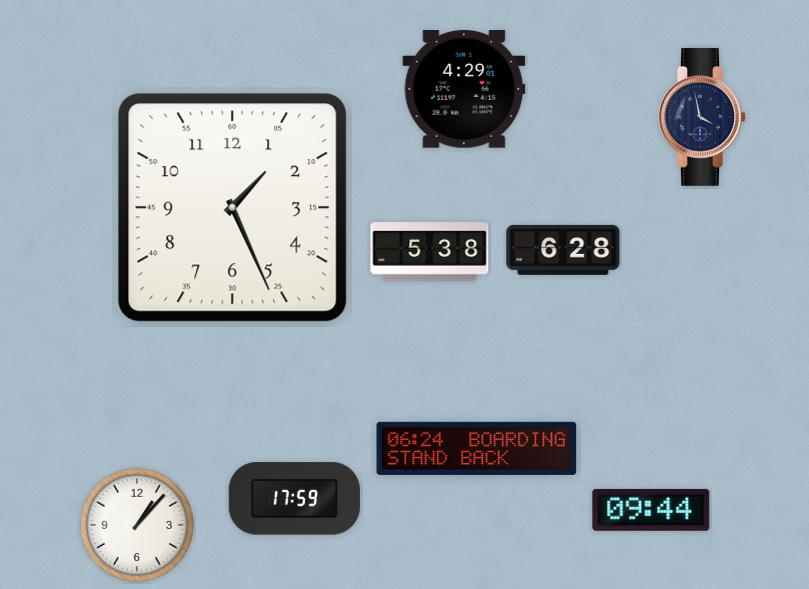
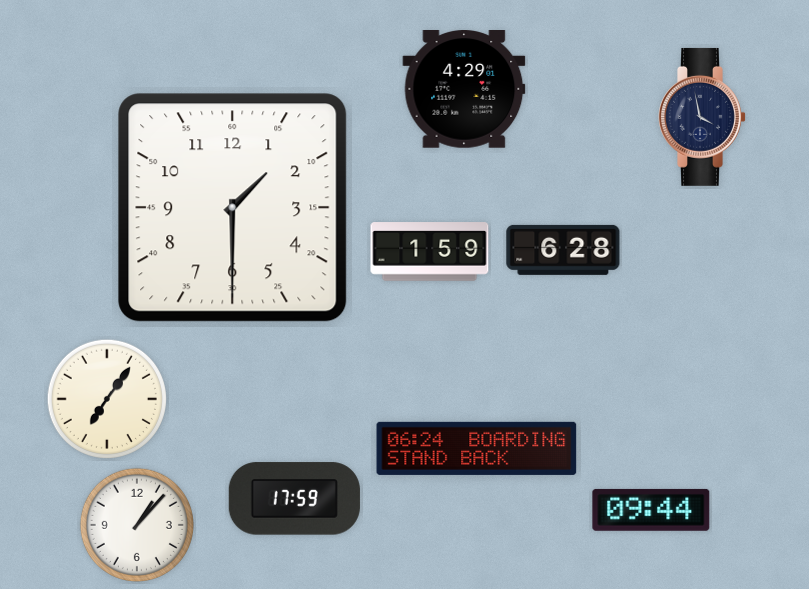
clock at (233, 208): 1:26 -> 1:30
clock at (430, 252): 5:38 -> 1:59
clock at (106, 398): none -> 7:06
